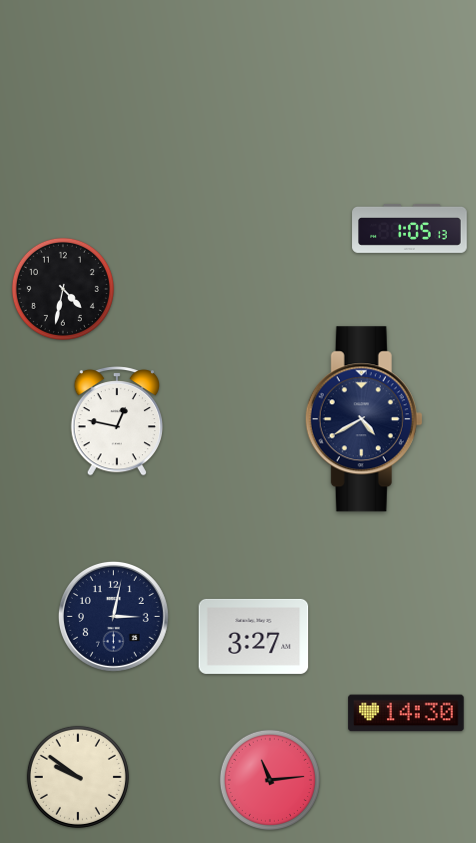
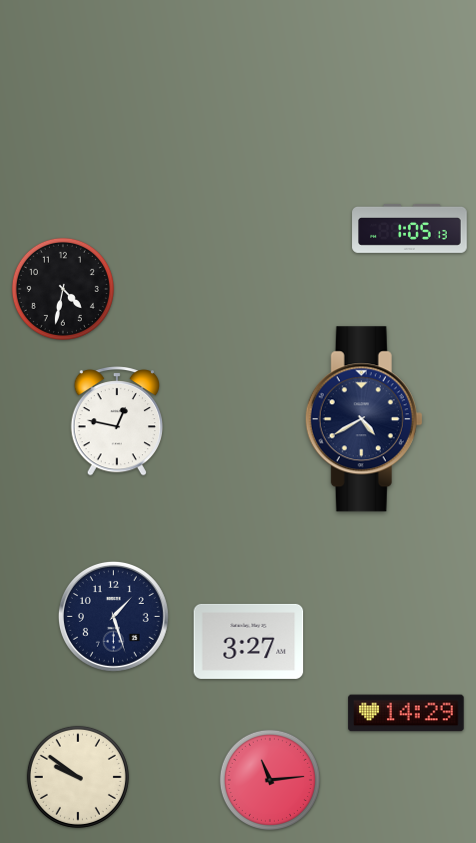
clock at (113, 616): 3:02 -> 1:27
clock at (254, 636) position: (254, 636) -> (249, 641)
clock at (406, 713): 14:30 -> 14:29
